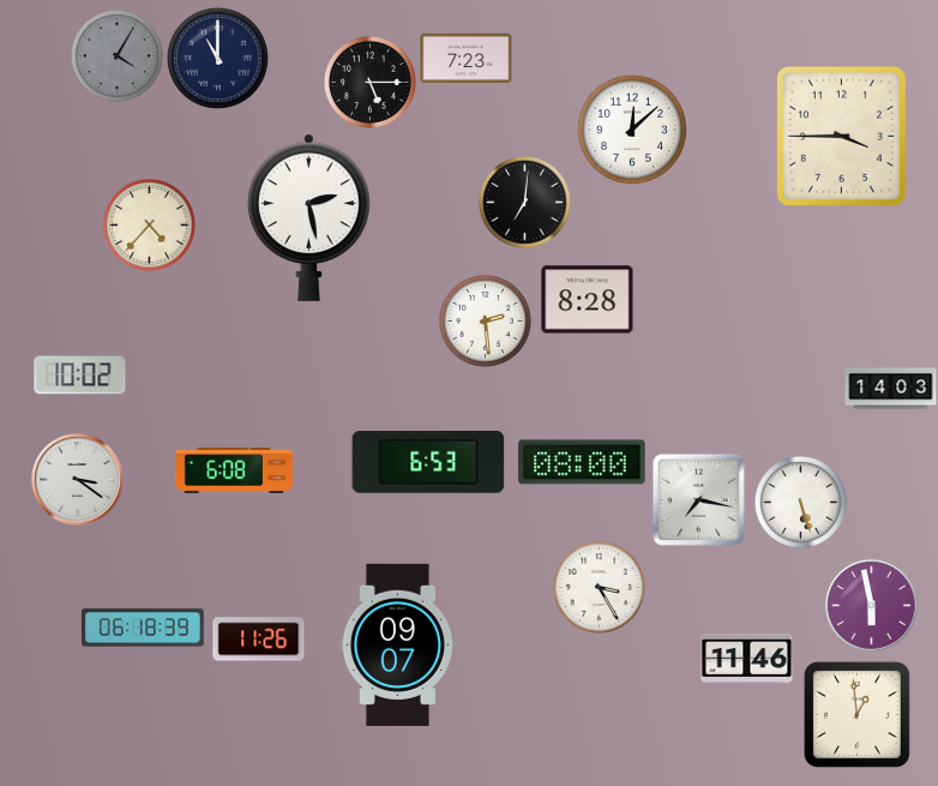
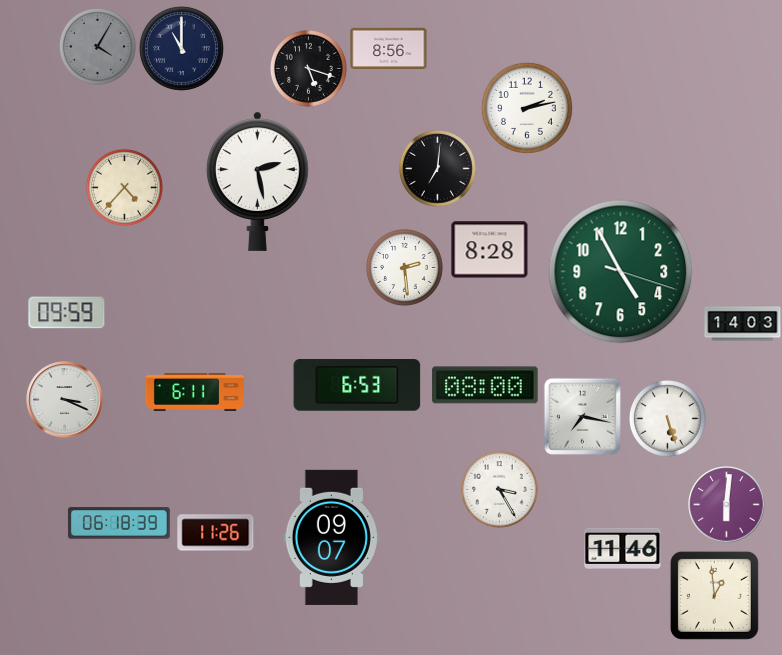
clock at (467, 58): 7:23 -> 8:56
clock at (371, 83): 5:15 -> 5:18
clock at (632, 130): 12:08 -> 2:13
clock at (841, 136): 3:45 -> none
clock at (621, 272): none -> 4:55
clock at (80, 376): 10:02 -> 09:59
clock at (234, 470): 6:08 -> 6:11
clock at (78, 480): 3:21 -> 3:19
clock at (872, 606): 5:58 -> 6:01
